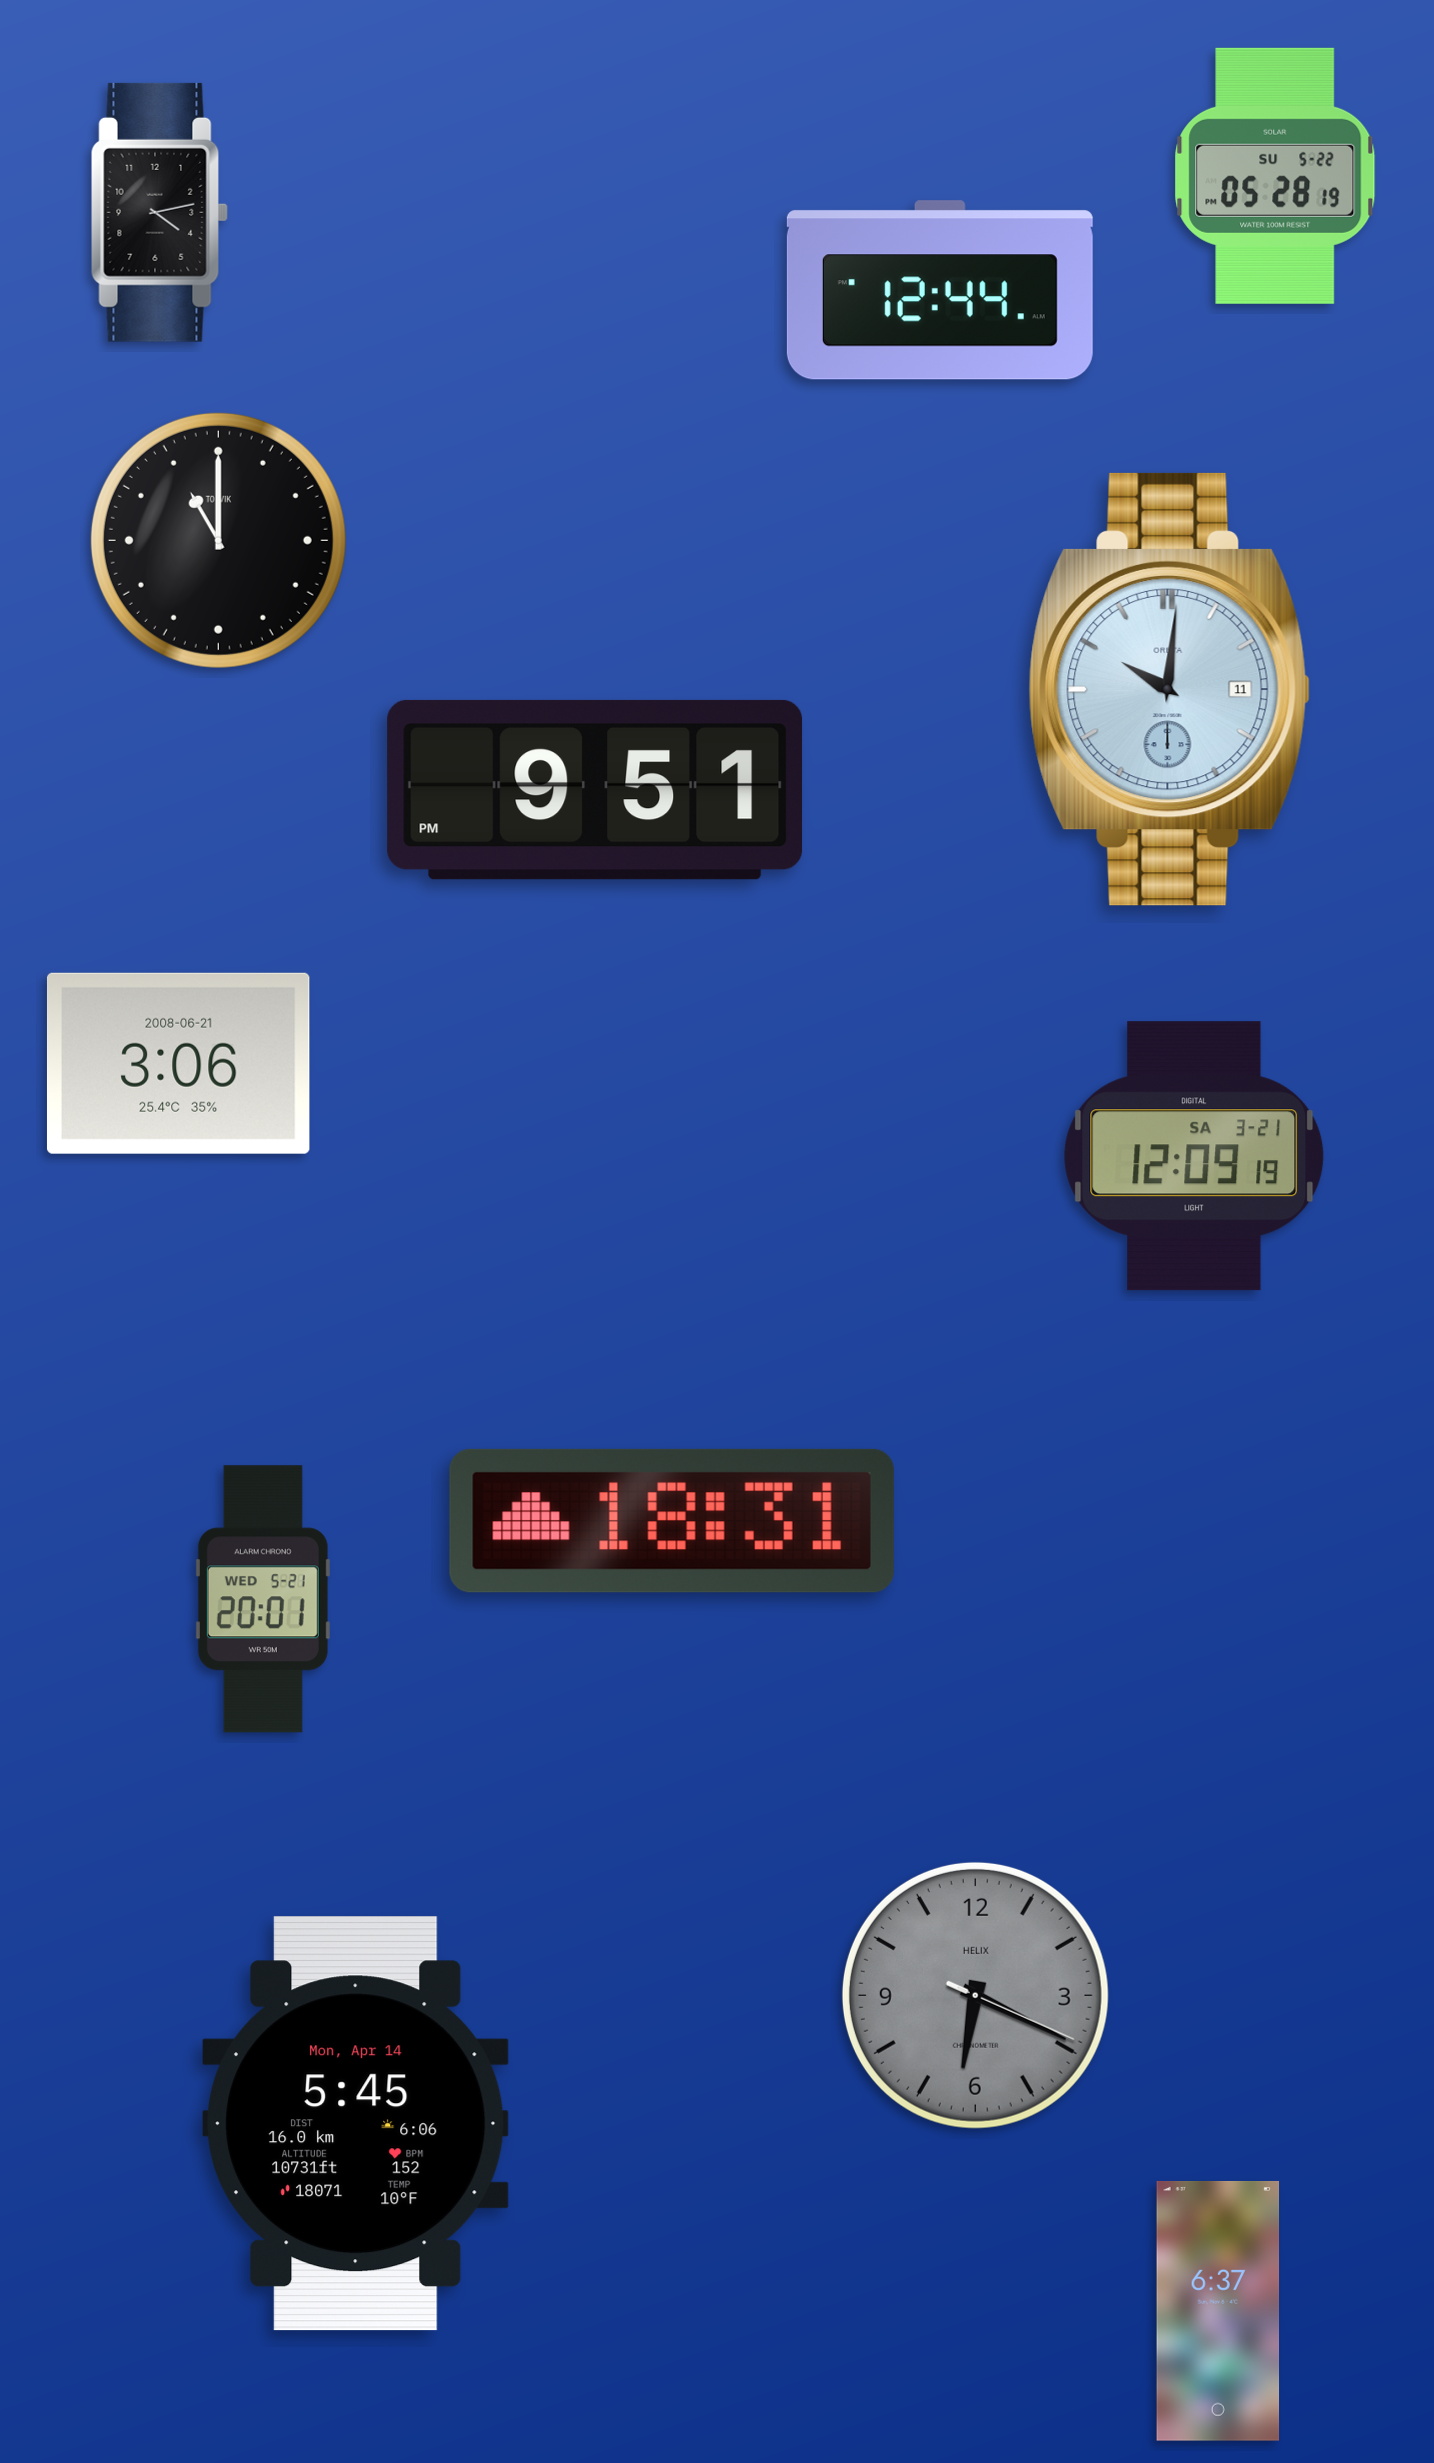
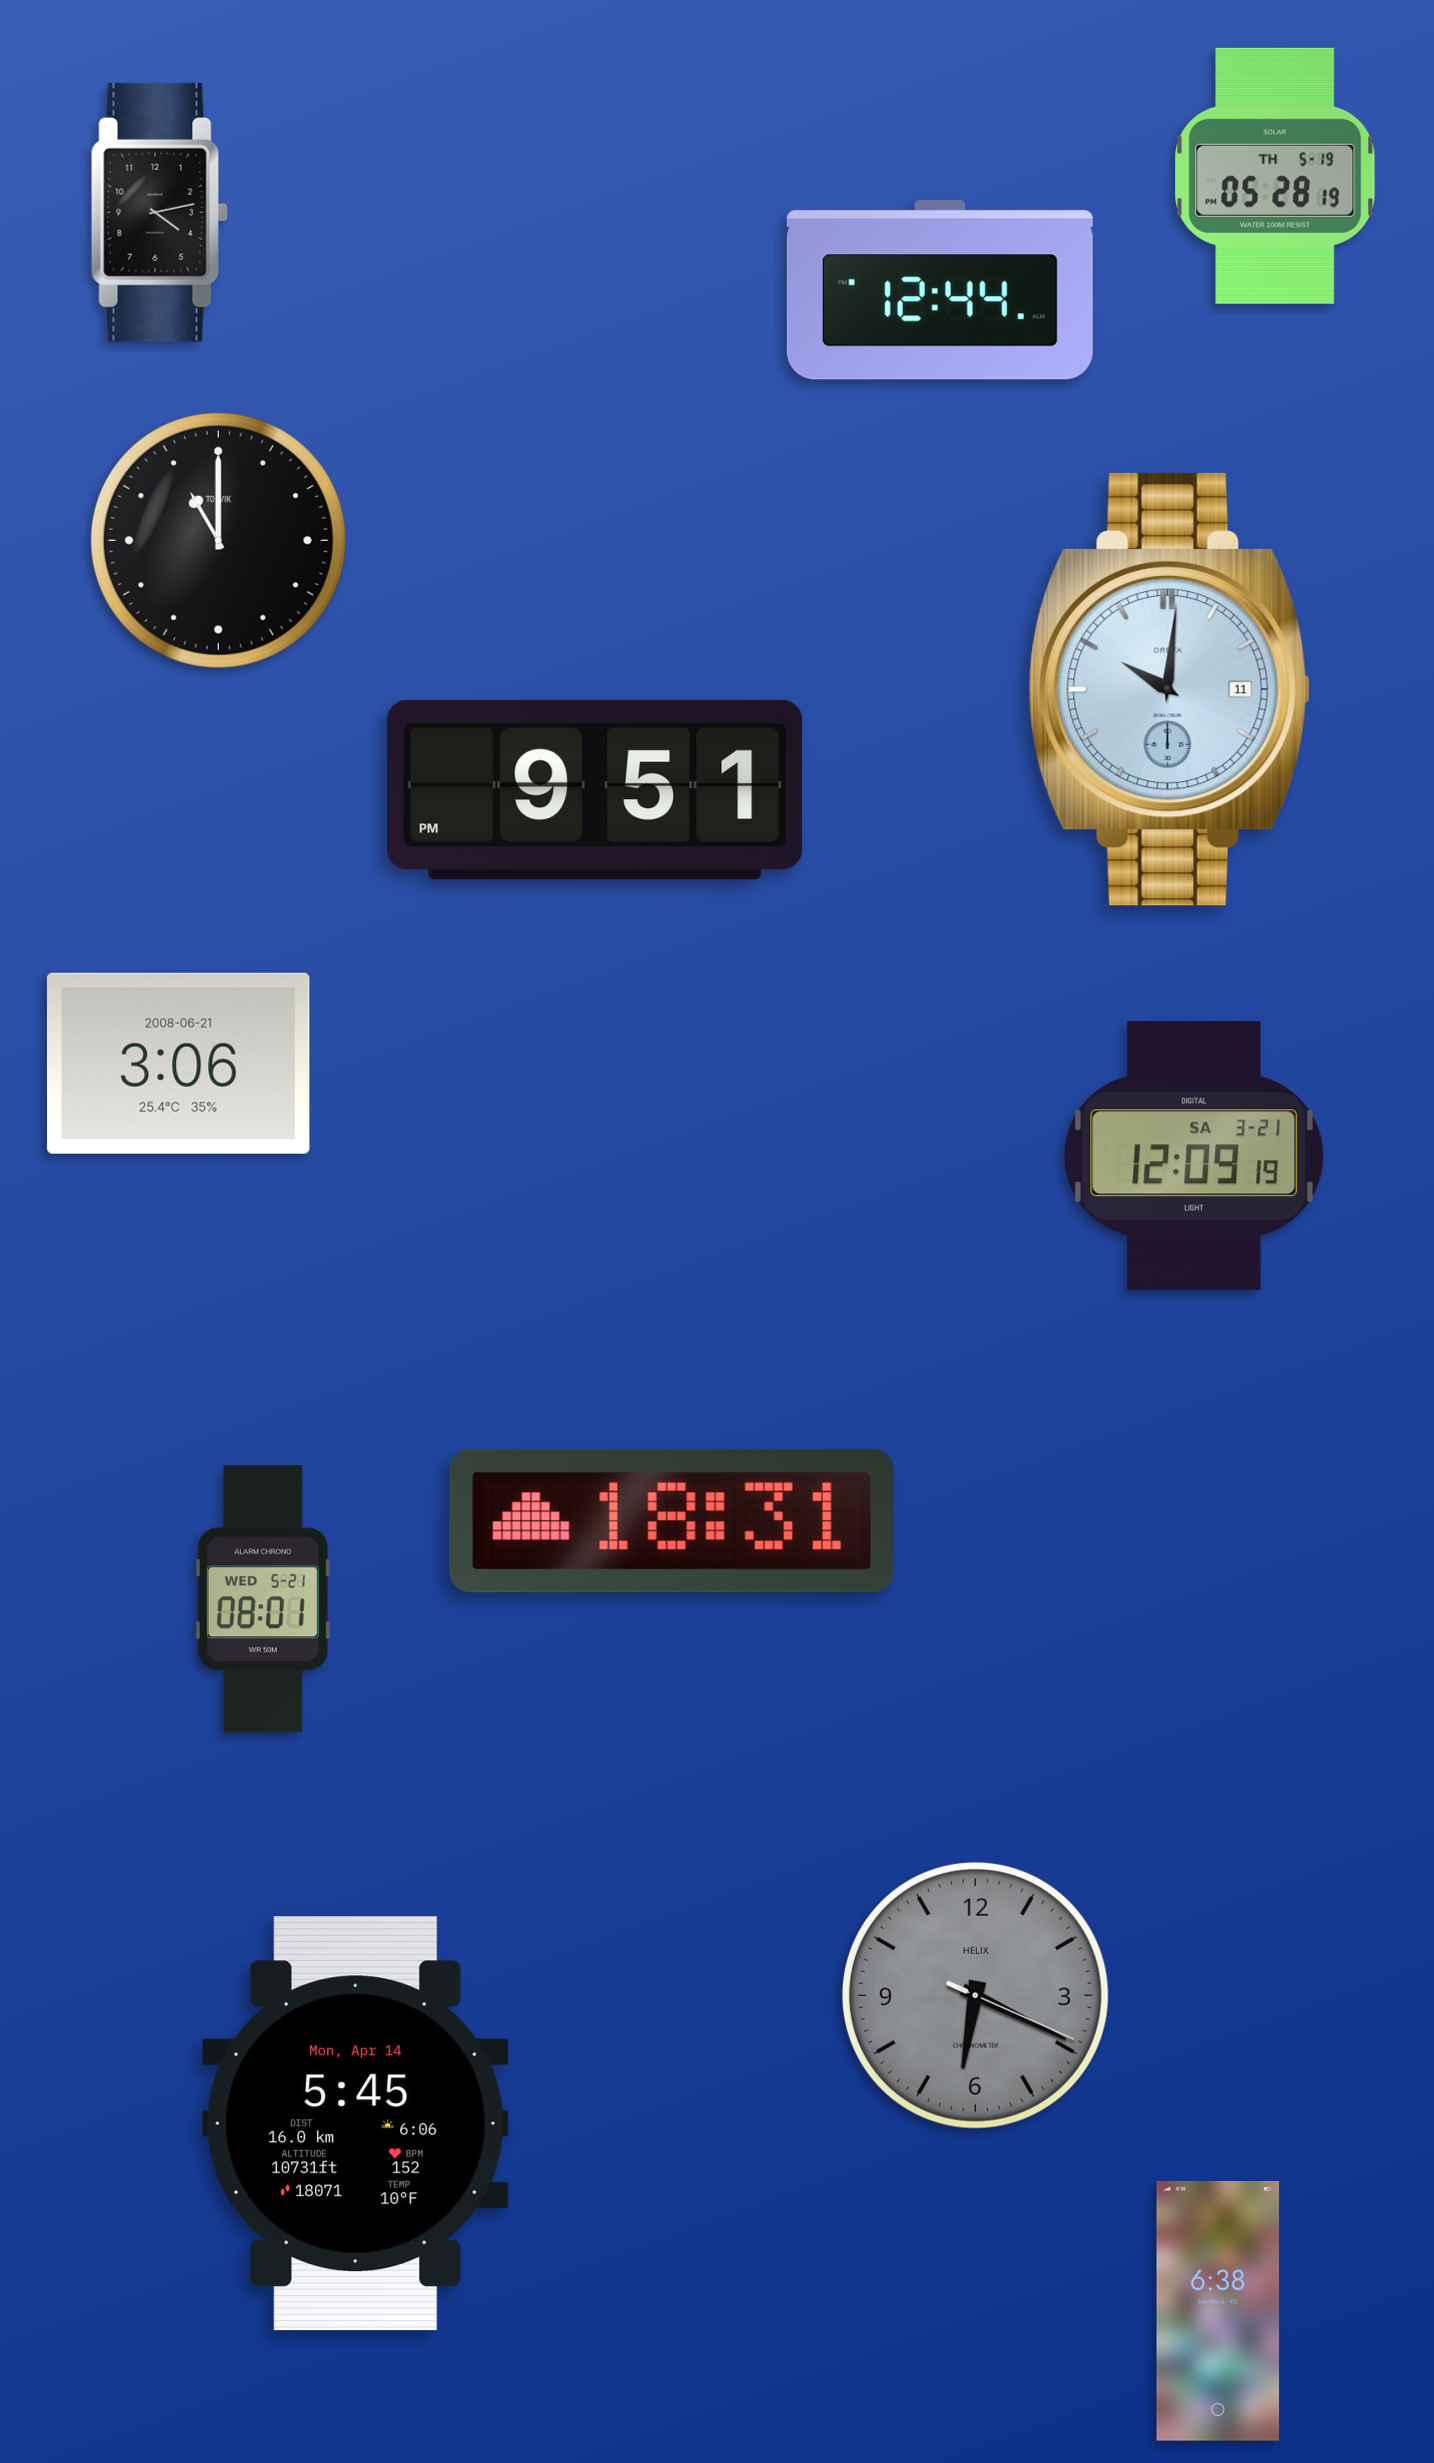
clock at (1275, 176) date: SU 5-22 -> TH 5-19
clock at (263, 1599): 20:01 -> 08:01
clock at (1218, 2311): 6:37 -> 6:38
